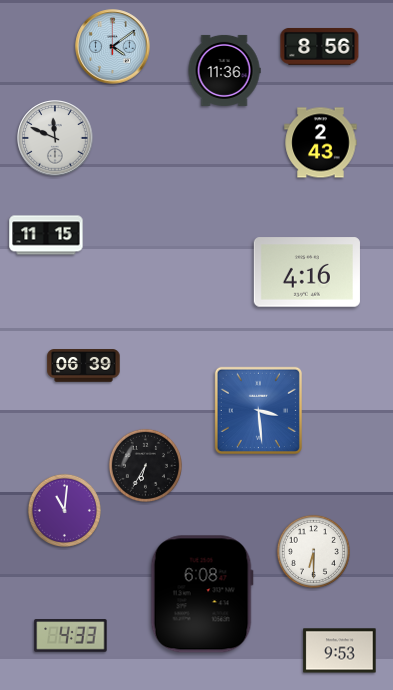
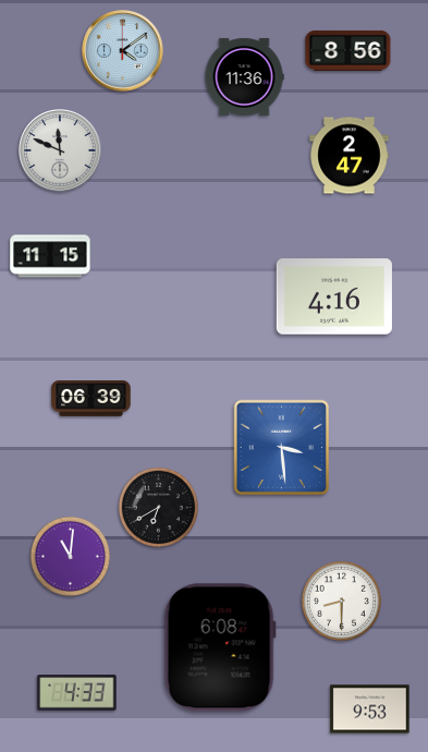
clock at (321, 143): 2:43 -> 2:47
clock at (145, 465): 6:35 -> 6:40
clock at (313, 551): 6:30 -> 8:30
